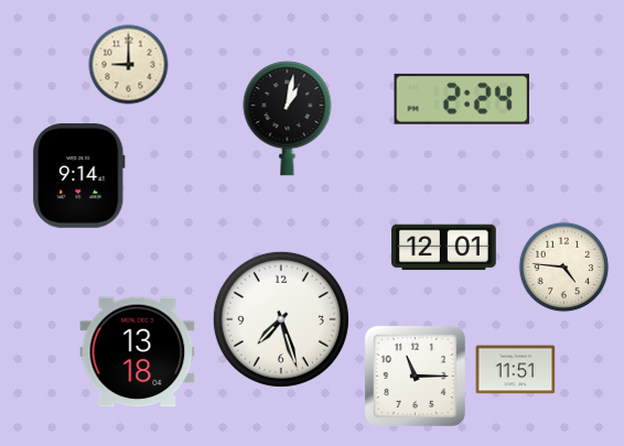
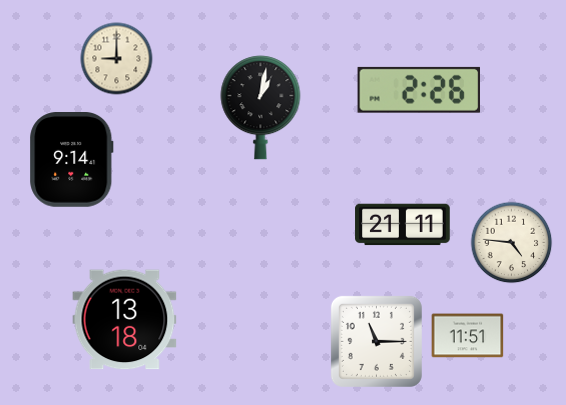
clock at (461, 99): 2:24 -> 2:26
clock at (444, 248): 12:01 -> 21:11
clock at (281, 319): 7:27 -> none
